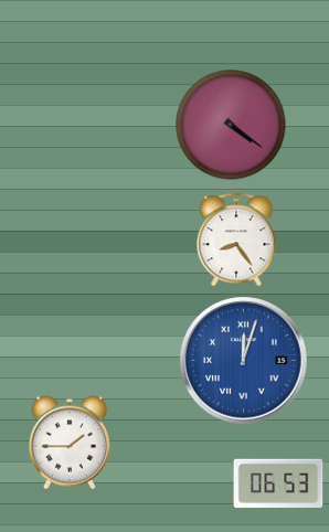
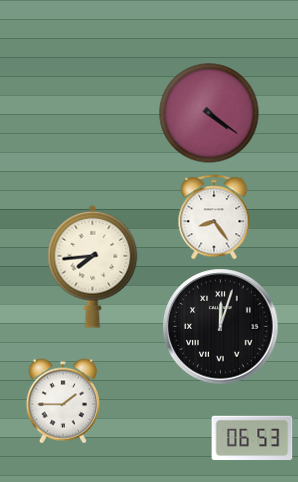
clock at (93, 266): none -> 7:44
clock at (244, 361) dial: blue -> black
